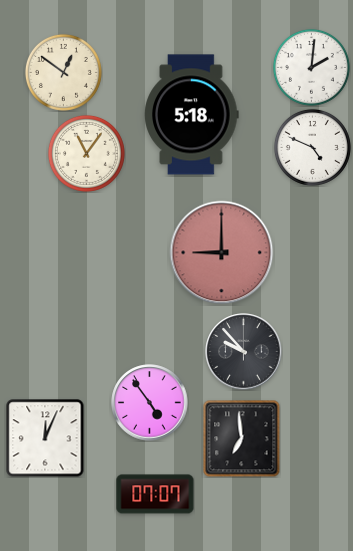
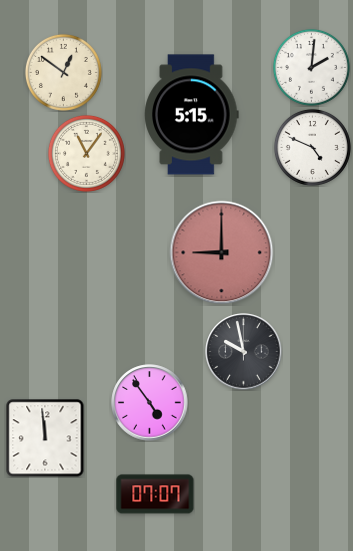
clock at (192, 115): 5:18 -> 5:15
clock at (244, 352): 9:53 -> 9:58
clock at (45, 438): 12:04 -> 11:59
clock at (241, 438): 6:59 -> none
